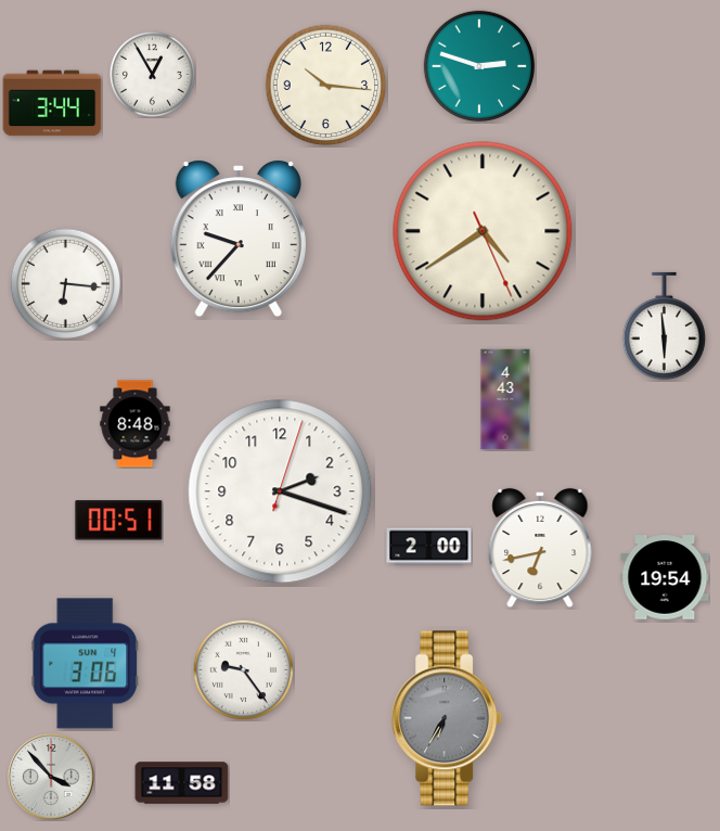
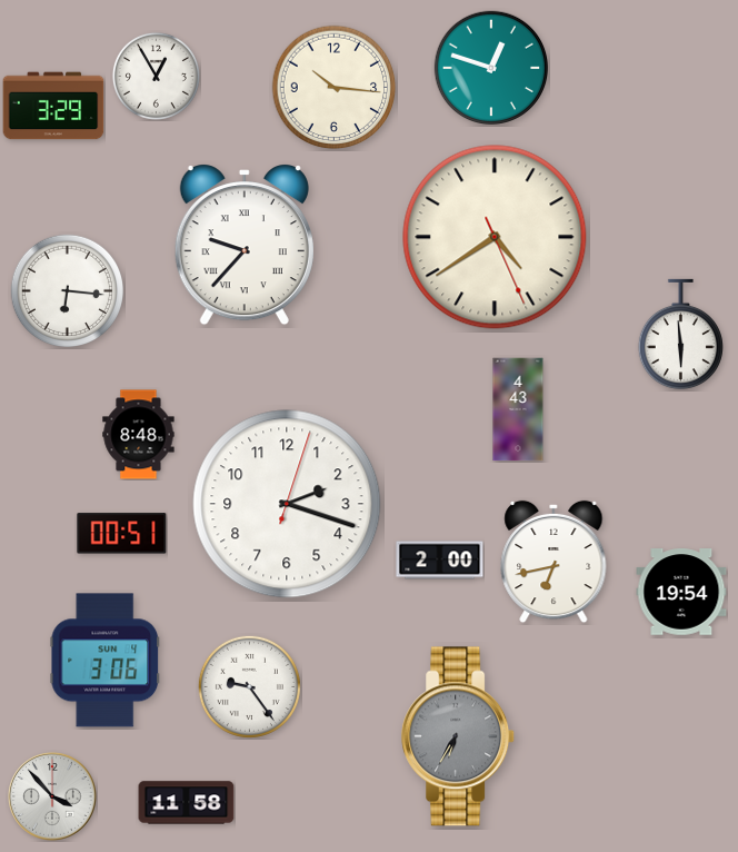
clock at (478, 65): 2:48 -> 12:48
clock at (52, 103): 3:44 -> 3:29
clock at (85, 664) position: (85, 664) -> (104, 661)
